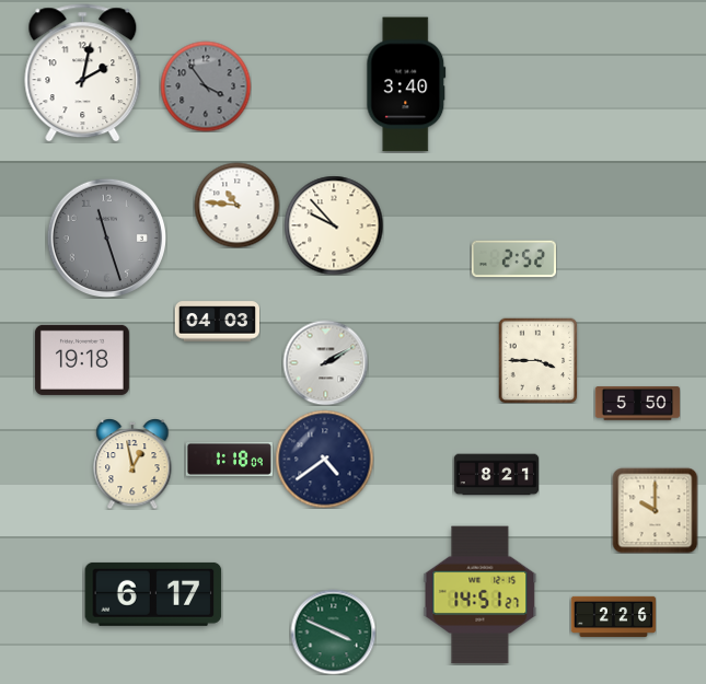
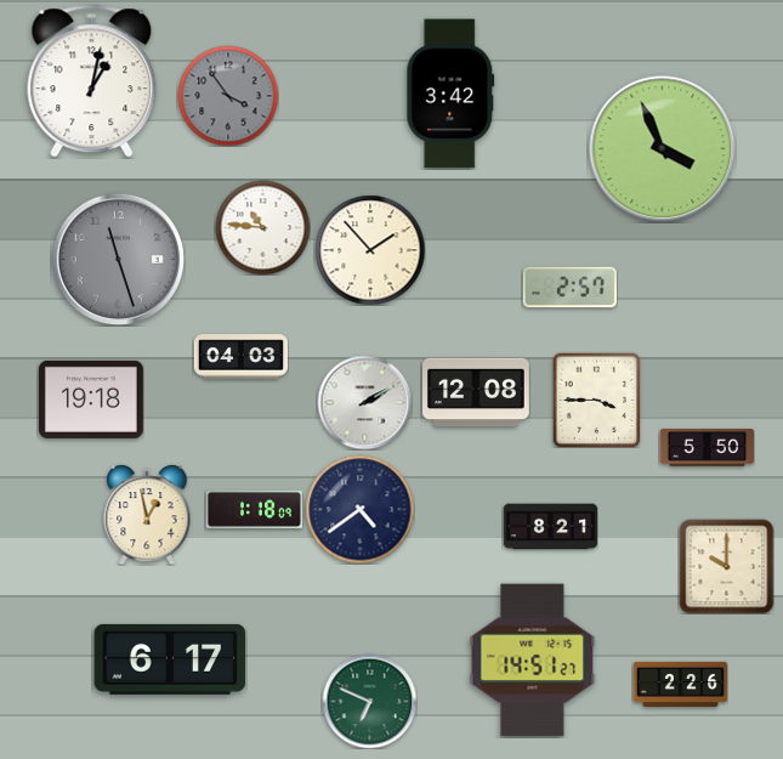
clock at (83, 73): 2:02 -> 1:02
clock at (406, 84): 3:40 -> 3:42
clock at (663, 149): none -> 3:56
clock at (334, 225): 9:53 -> 1:53
clock at (106, 237) position: (106, 237) -> (118, 259)
clock at (513, 259): 2:52 -> 2:57
clock at (477, 392): none -> 12:08
clock at (325, 362) position: (325, 362) -> (364, 402)
clock at (333, 631): 3:49 -> 6:49
